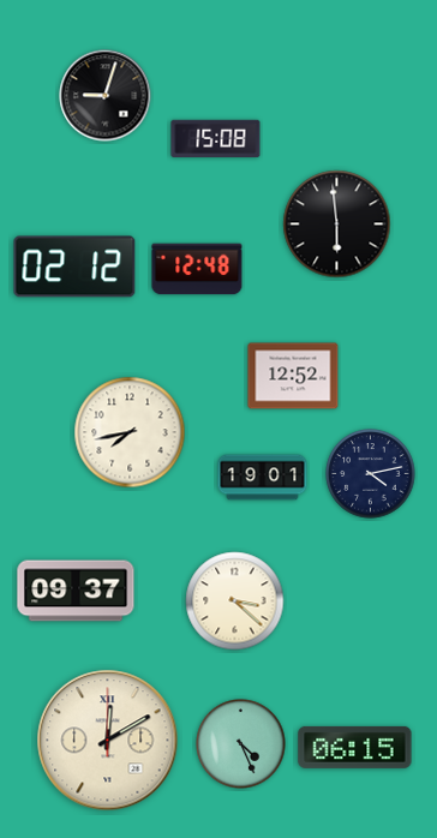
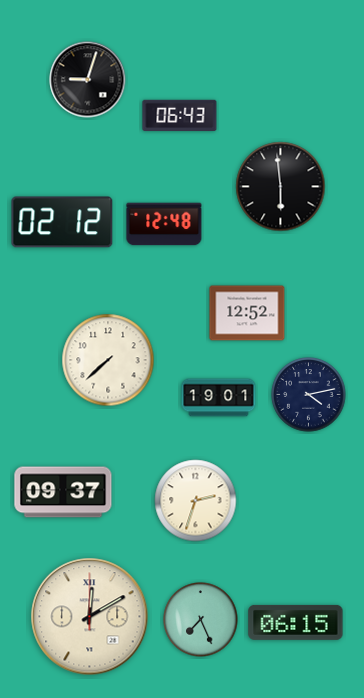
clock at (216, 138): 15:08 -> 06:43
clock at (293, 376) position: (293, 376) -> (247, 313)
clock at (130, 432): 7:43 -> 7:38
clock at (235, 601): 3:22 -> 2:33
clock at (241, 744): 4:26 -> 7:26
